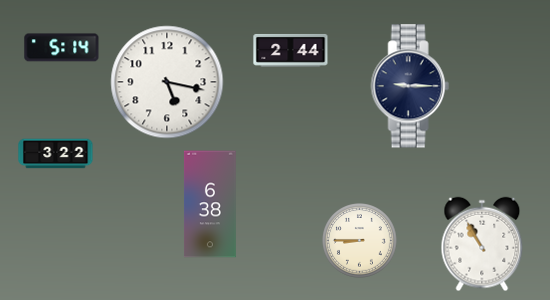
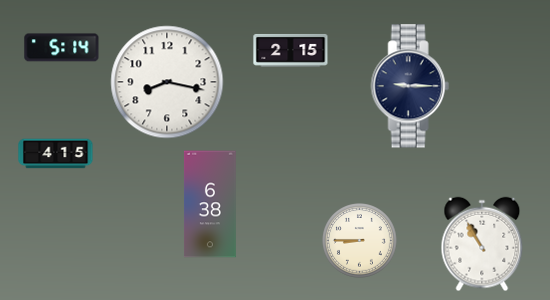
clock at (291, 50): 2:44 -> 2:15
clock at (167, 82): 5:17 -> 8:17
clock at (56, 154): 3:22 -> 4:15
